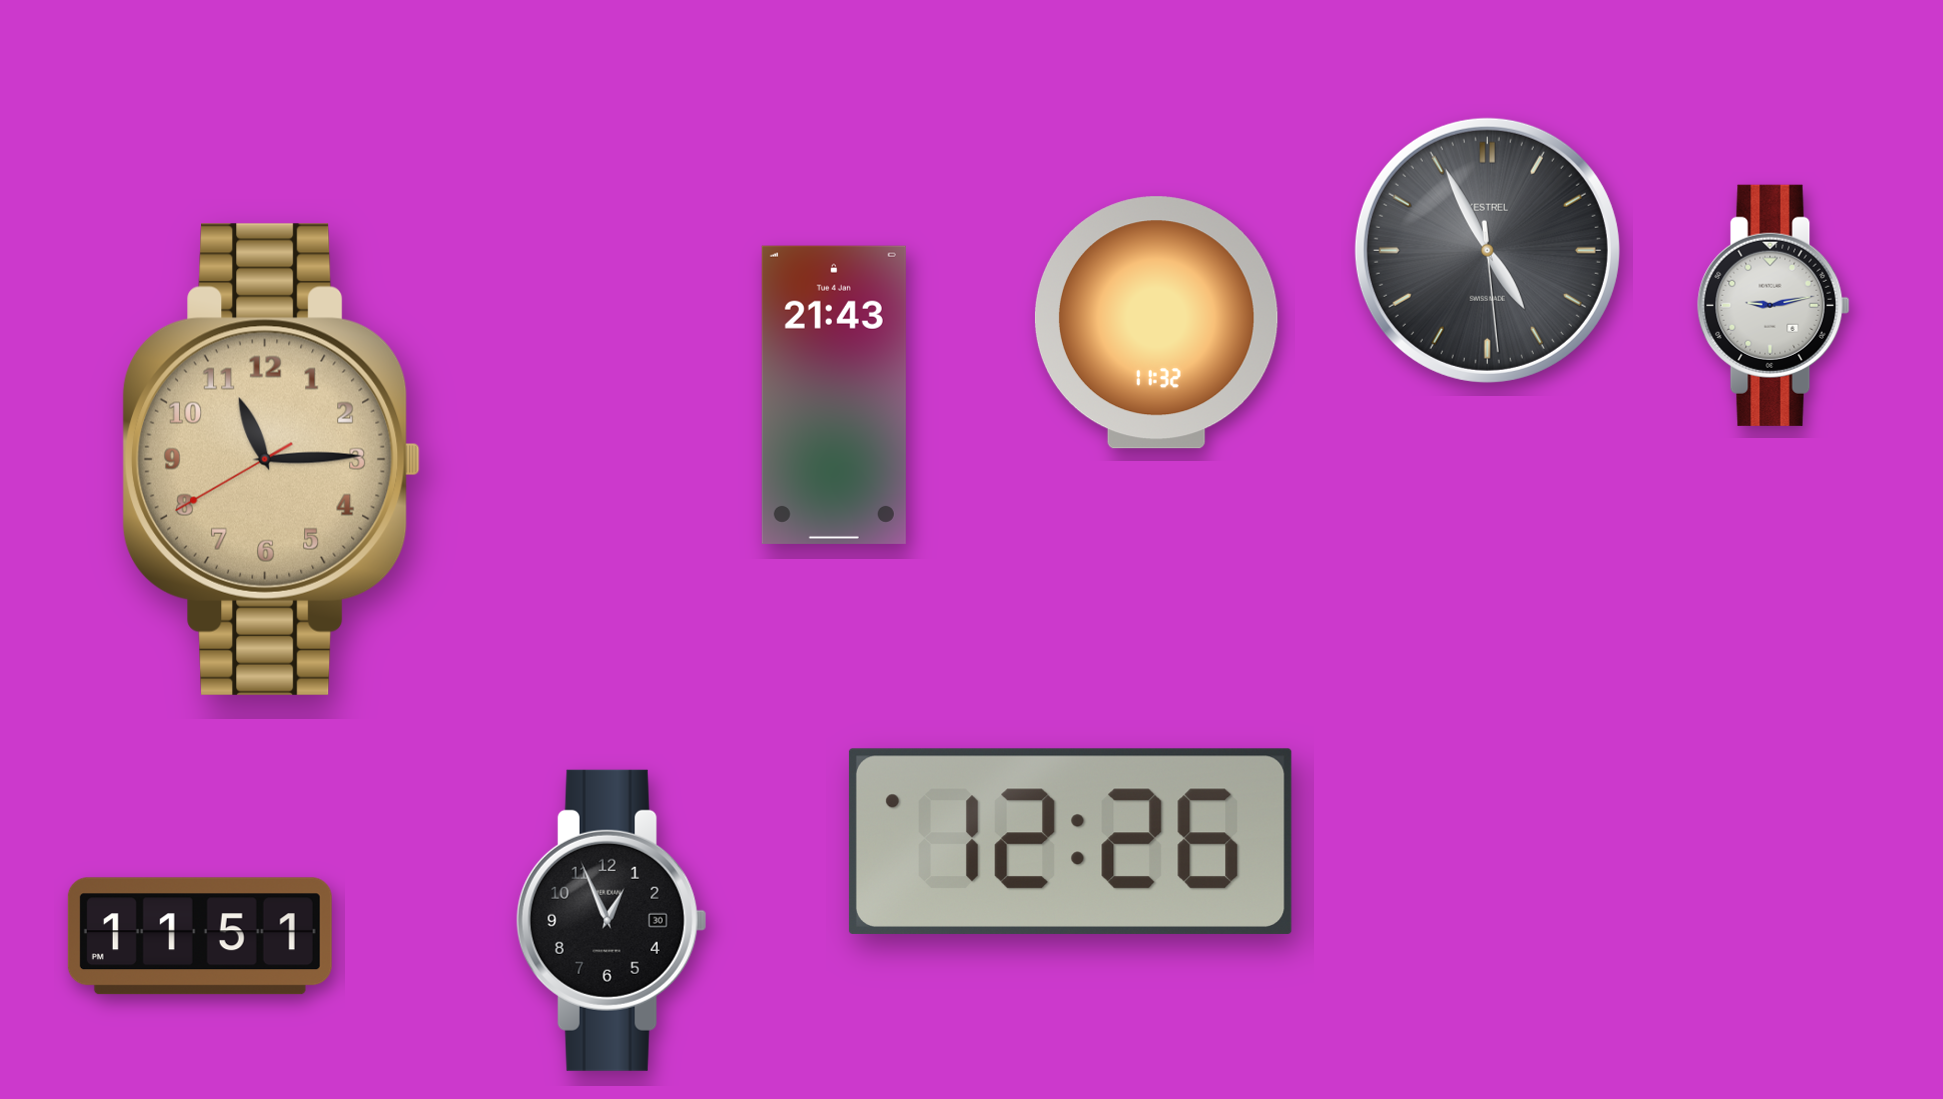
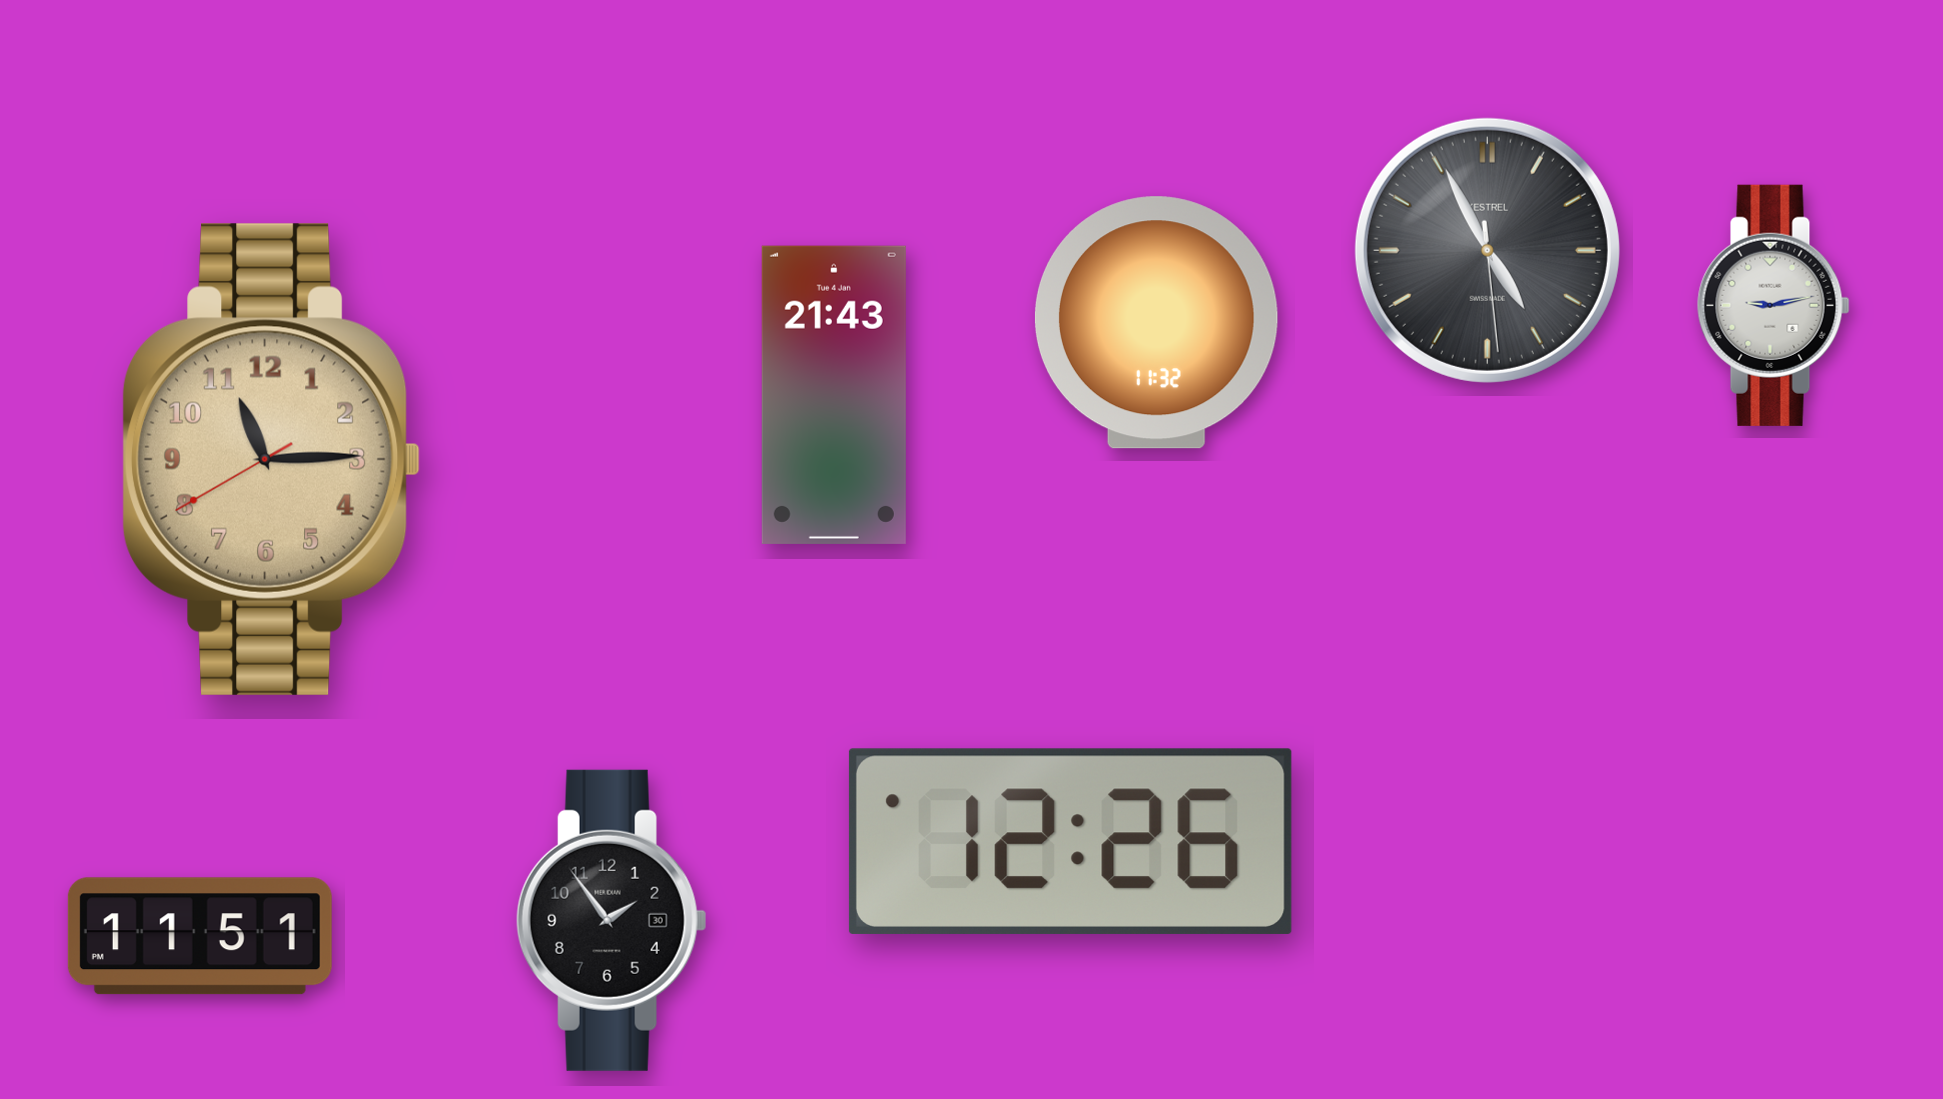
clock at (611, 920): 12:56 -> 1:54
